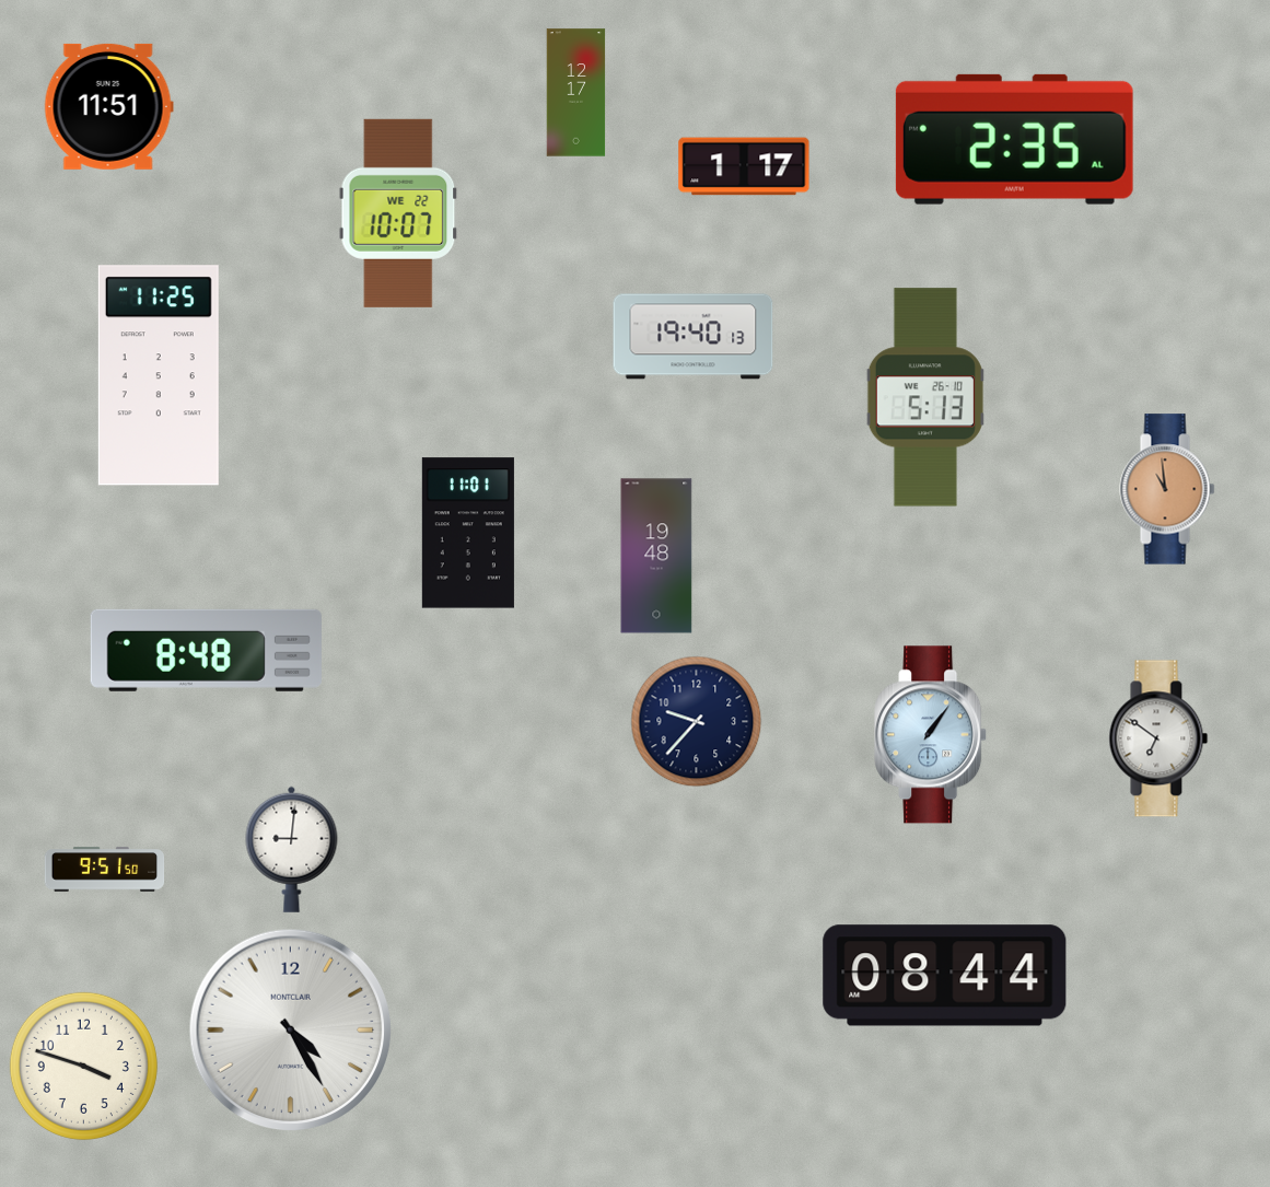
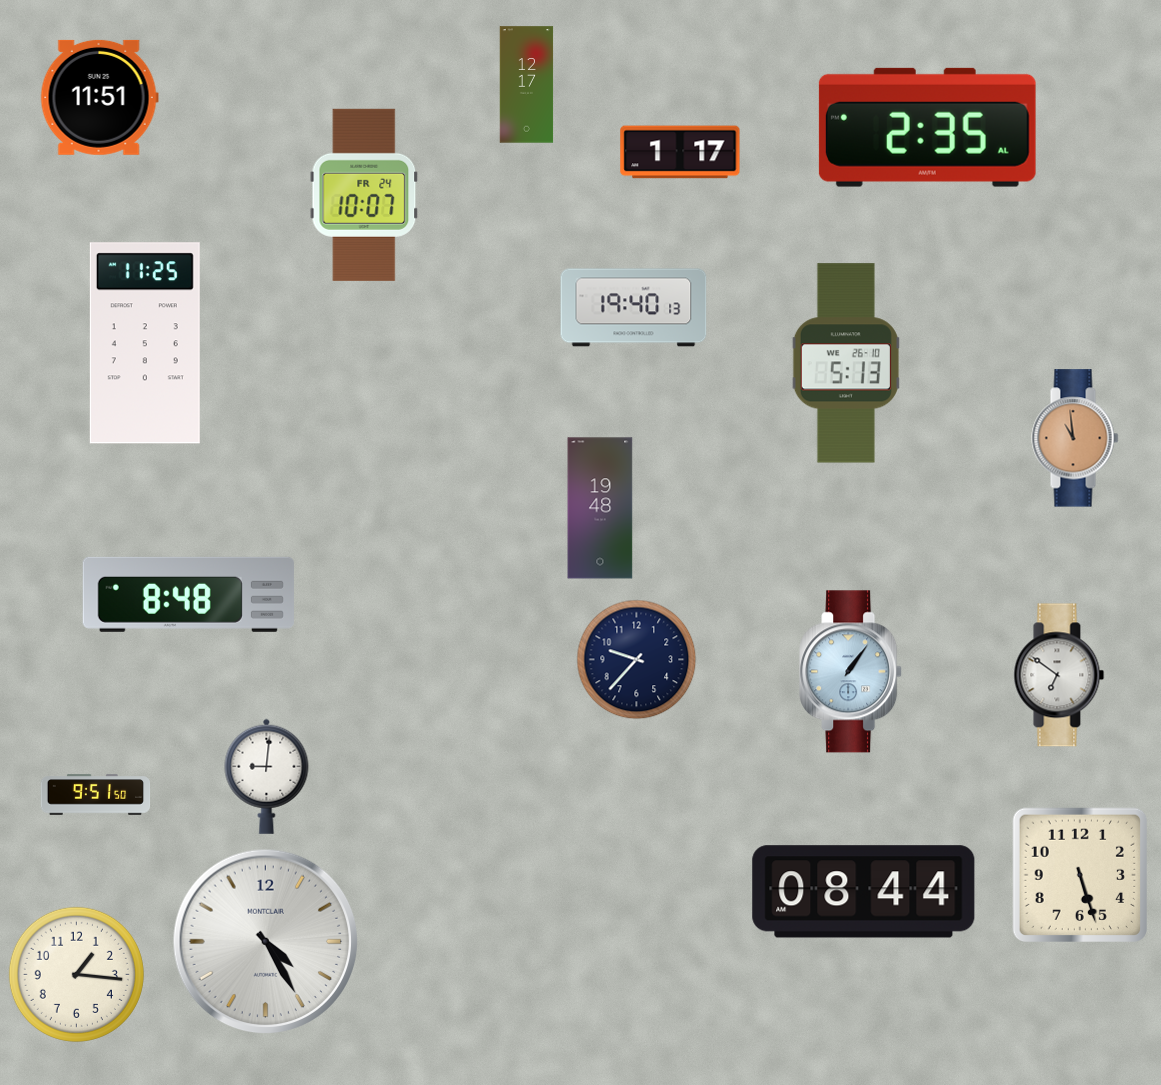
clock at (398, 213) date: WE 22 -> FR 24
clock at (1167, 489) position: (1167, 489) -> (1075, 438)
clock at (468, 533): 11:01 -> none
clock at (1079, 874): none -> 5:27
clock at (83, 1066): 3:48 -> 1:16
